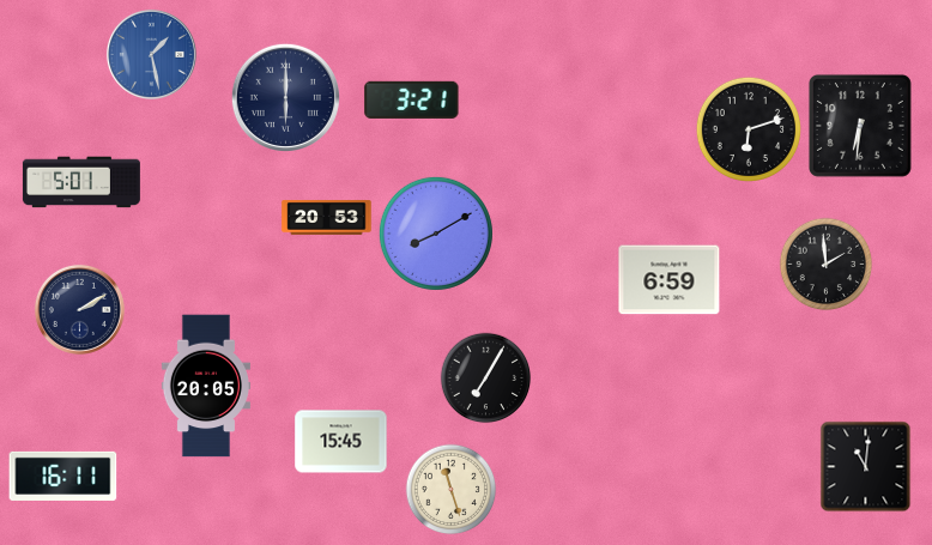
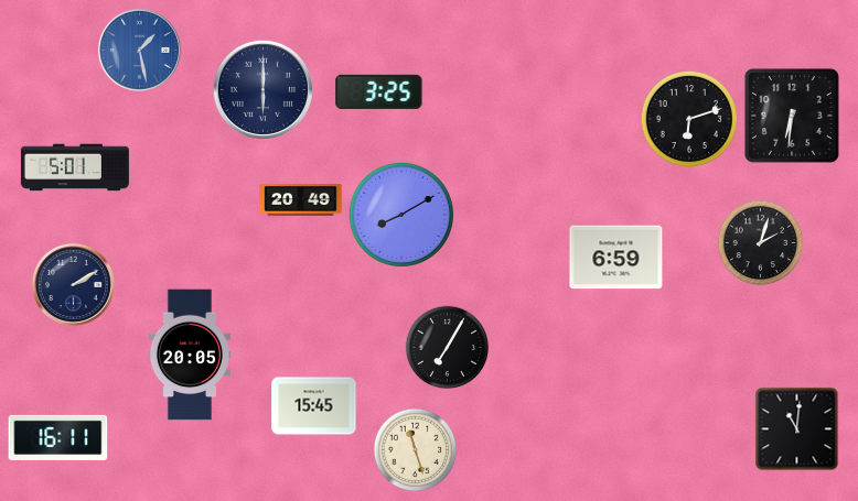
clock at (412, 99): 3:21 -> 3:25
clock at (327, 217): 20:53 -> 20:49
clock at (827, 265): 1:59 -> 2:03
